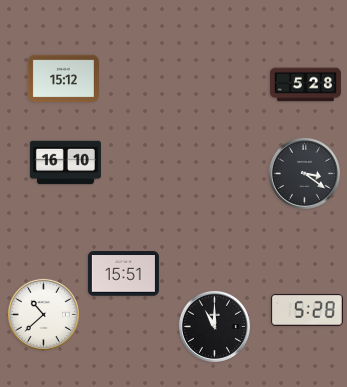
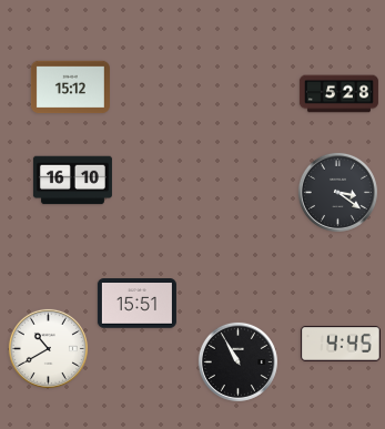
clock at (307, 310): 5:28 -> 4:45
clock at (43, 314): 10:38 -> 10:40
clock at (214, 326): 11:00 -> 10:55
